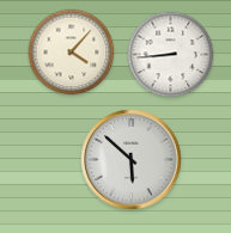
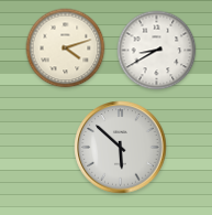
clock at (72, 53): 4:07 -> 4:12
clock at (171, 55): 8:44 -> 8:40
